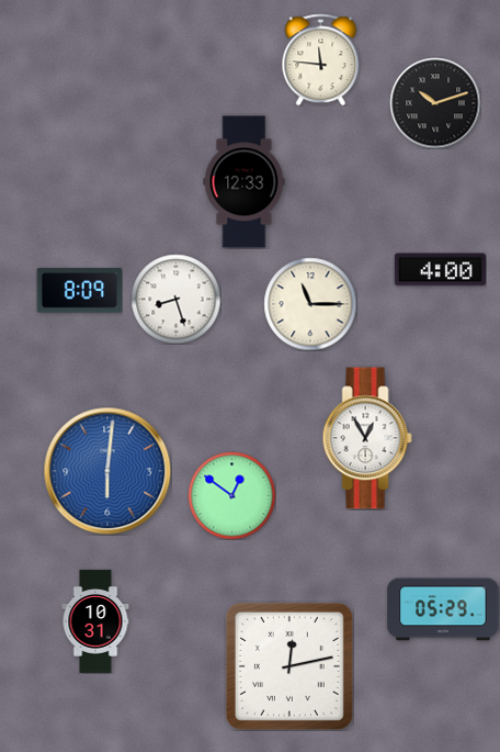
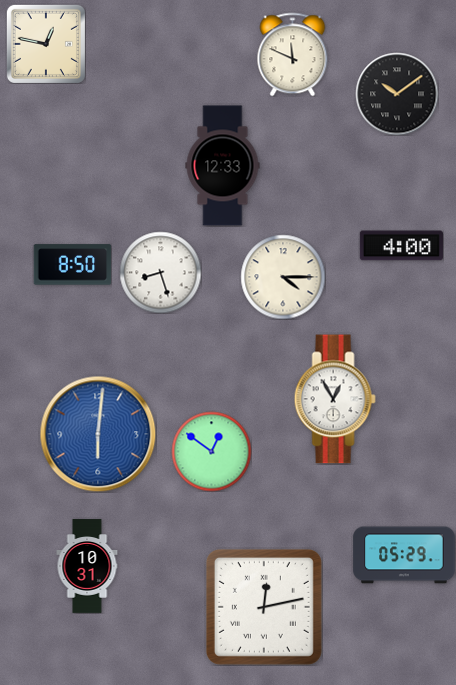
clock at (46, 44): none -> 12:47
clock at (321, 59): 11:46 -> 11:49
clock at (435, 103): 10:12 -> 10:09
clock at (79, 291): 8:09 -> 8:50
clock at (310, 304): 11:15 -> 4:15
clock at (107, 471) position: (107, 471) -> (98, 434)
